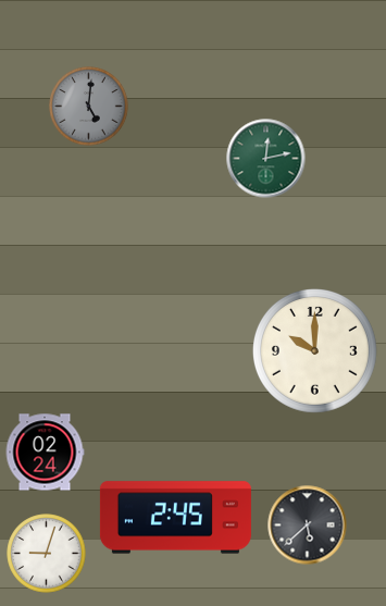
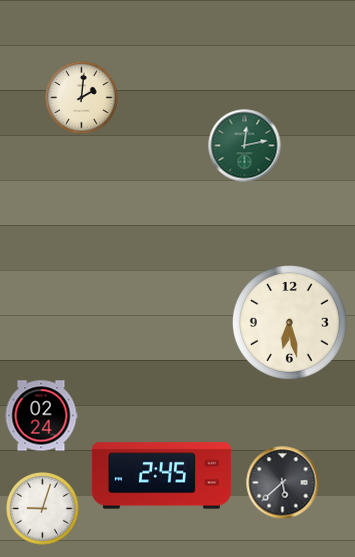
clock at (89, 107): 5:01 -> 2:01
clock at (89, 107) dial: grey -> cream
clock at (314, 350): 10:00 -> 6:28
